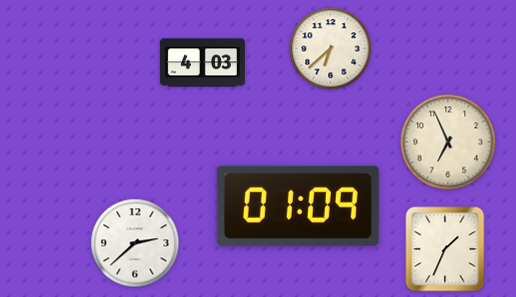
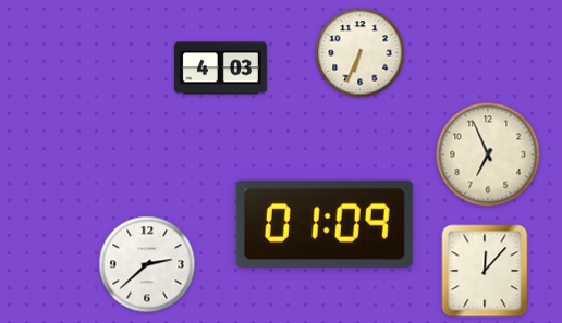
clock at (331, 49): 6:38 -> 6:34
clock at (445, 249): 1:34 -> 12:07
